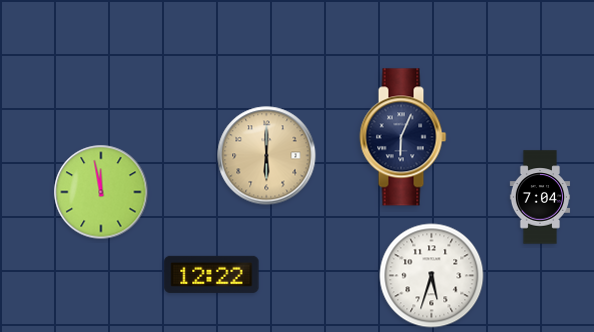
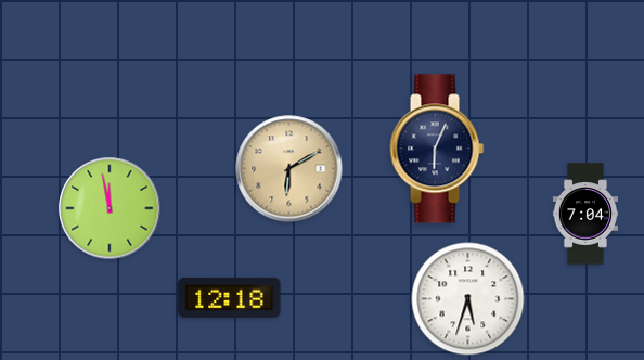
clock at (267, 156): 6:00 -> 6:10
clock at (212, 274): 12:22 -> 12:18
